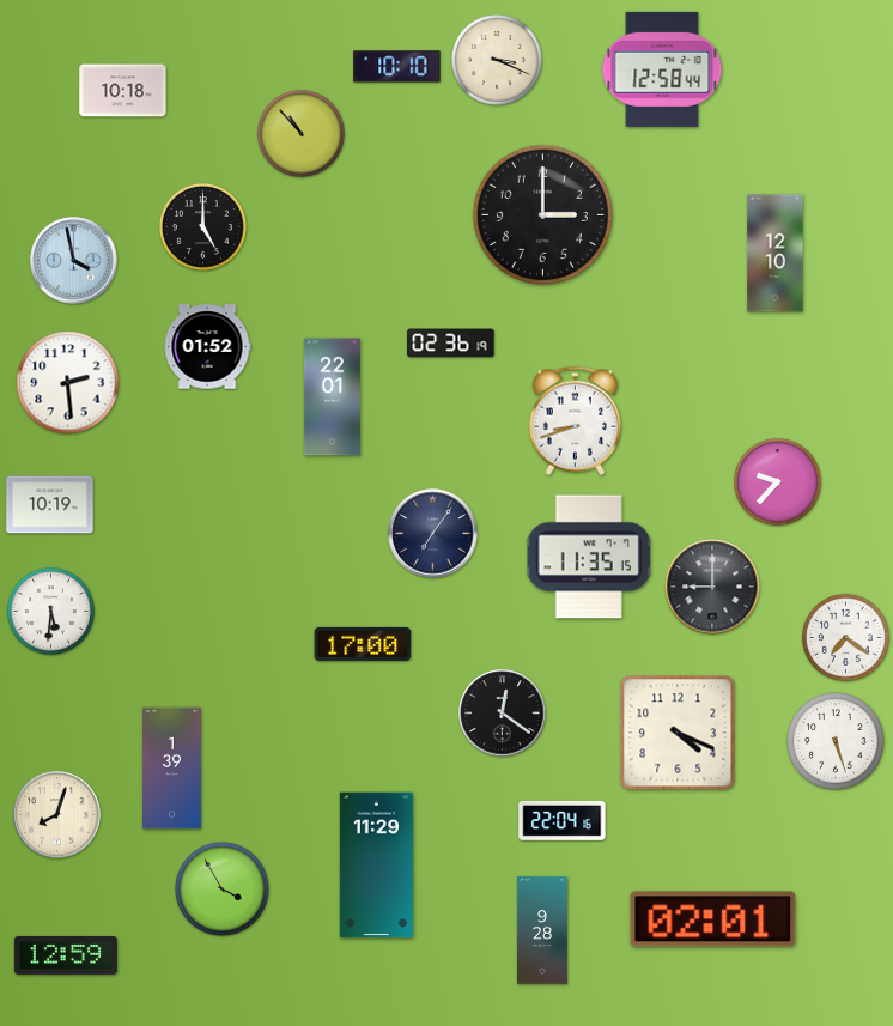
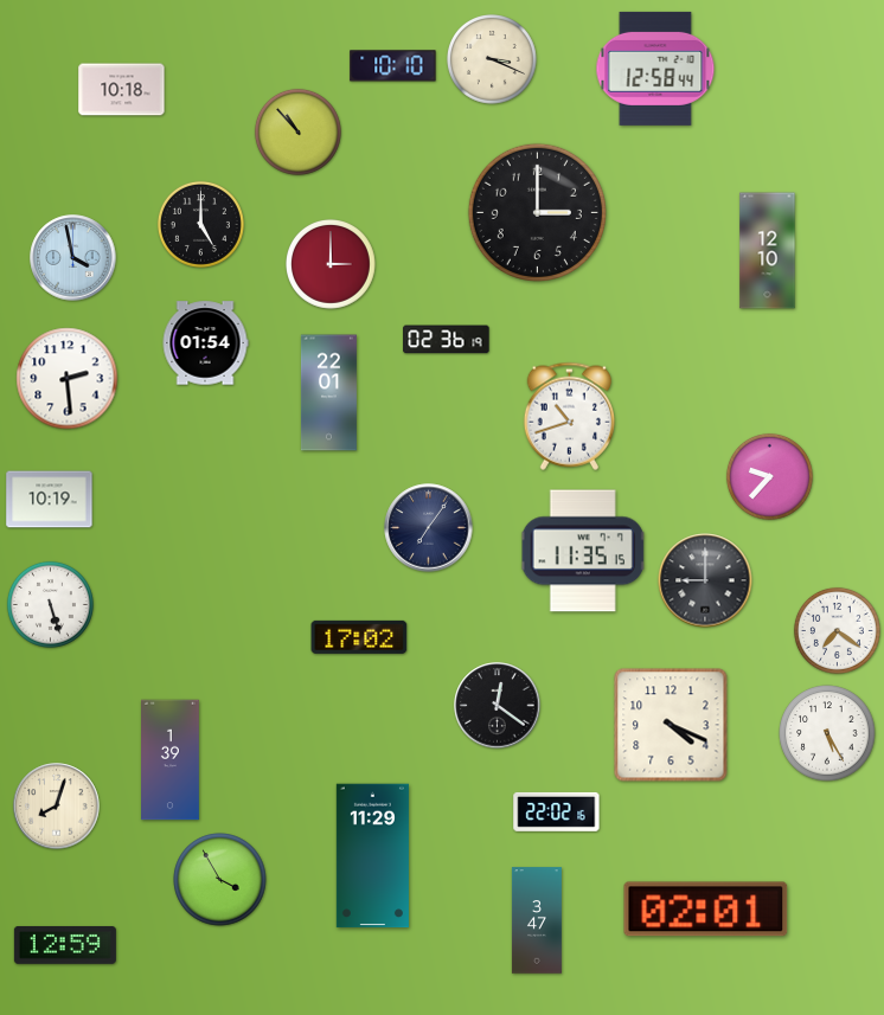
clock at (332, 265): none -> 3:00
clock at (207, 347): 01:52 -> 01:54
clock at (575, 420): 8:42 -> 10:42
clock at (50, 611): 5:31 -> 5:27
clock at (363, 644): 17:00 -> 17:02
clock at (836, 741): 5:27 -> 5:25
clock at (563, 820): 22:04 -> 22:02
clock at (542, 930): 9:28 -> 3:47
